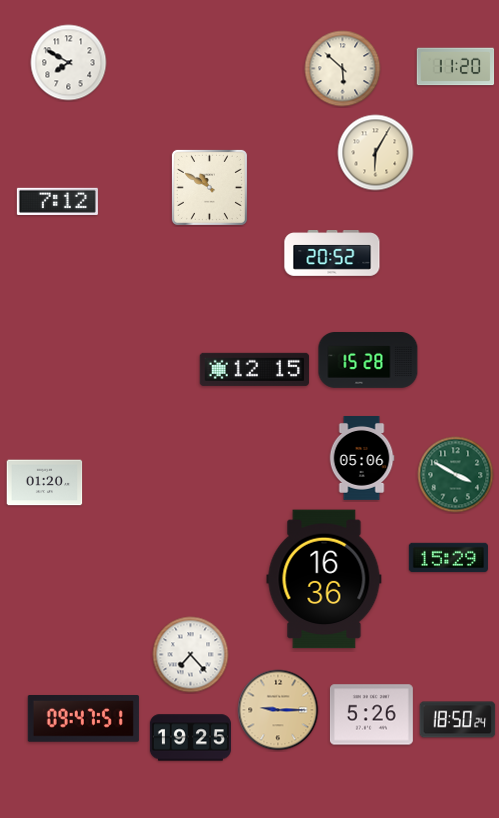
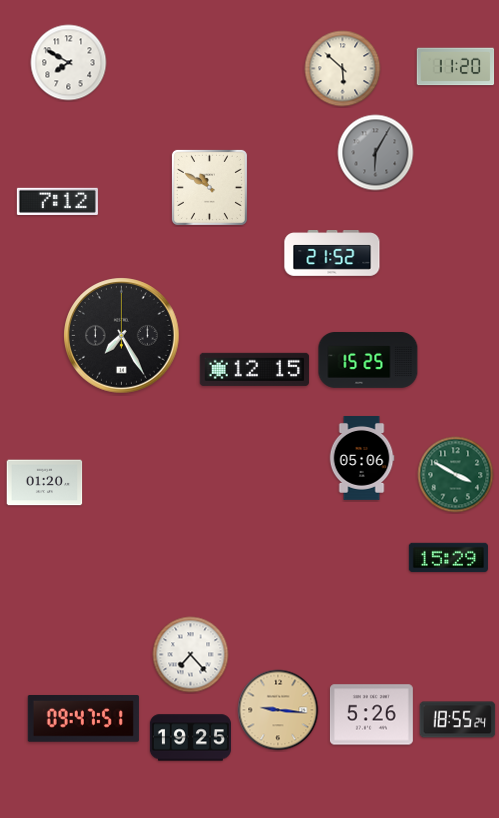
clock at (376, 153) dial: cream -> grey
clock at (332, 254): 20:52 -> 21:52
clock at (122, 336): none -> 7:25
clock at (368, 361): 15:28 -> 15:25
clock at (324, 579): 16:36 -> none
clock at (278, 710): 9:15 -> 9:16
clock at (458, 720): 18:50 -> 18:55
